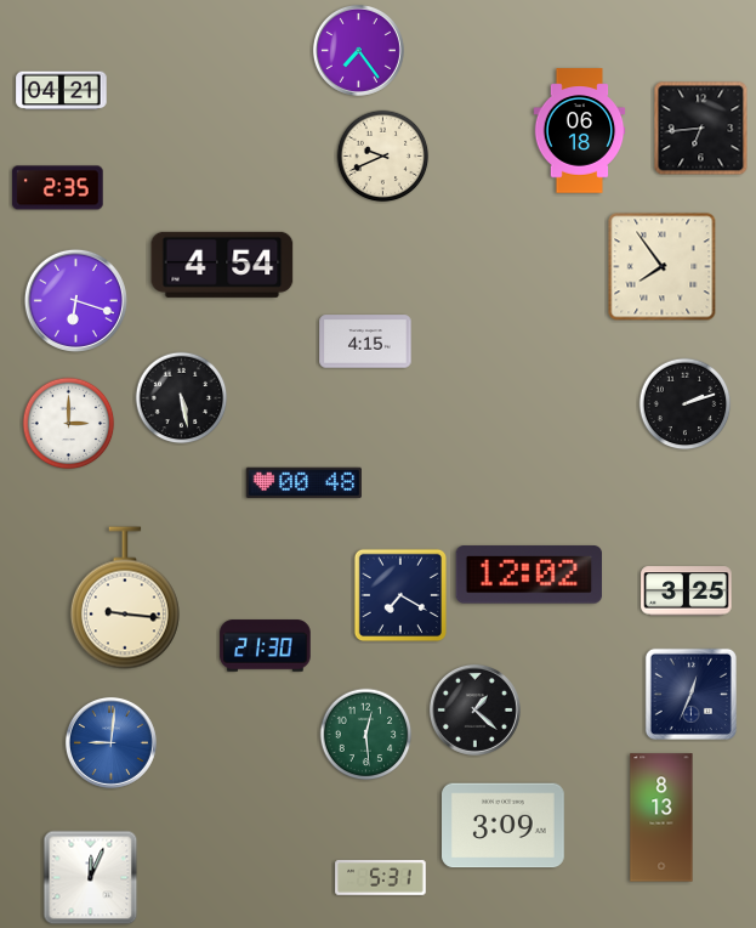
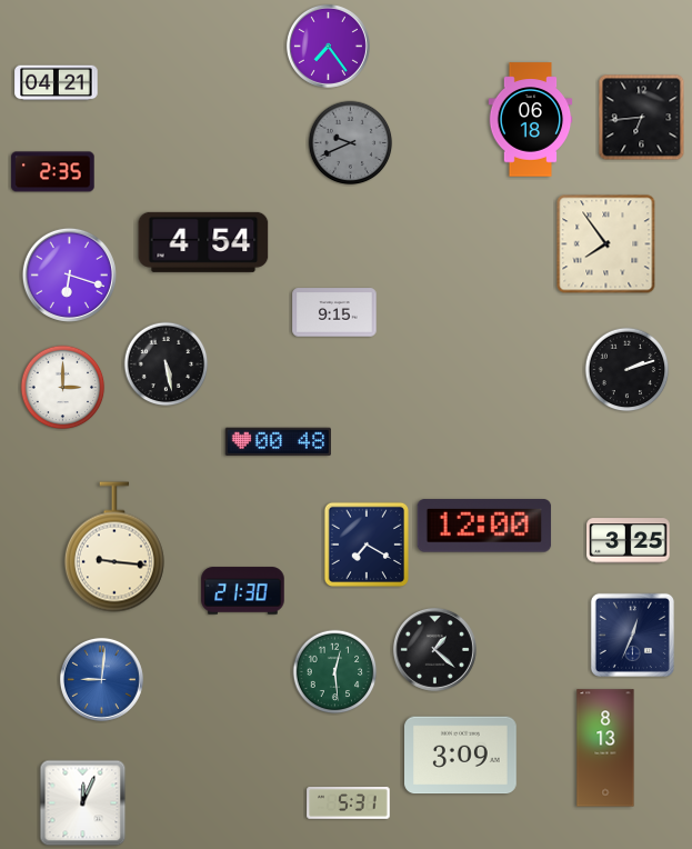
clock at (383, 157) dial: cream -> grey
clock at (365, 341): 4:15 -> 9:15
clock at (529, 575): 12:02 -> 12:00
